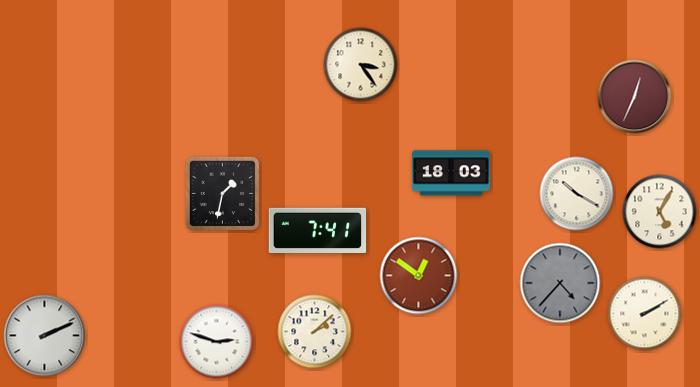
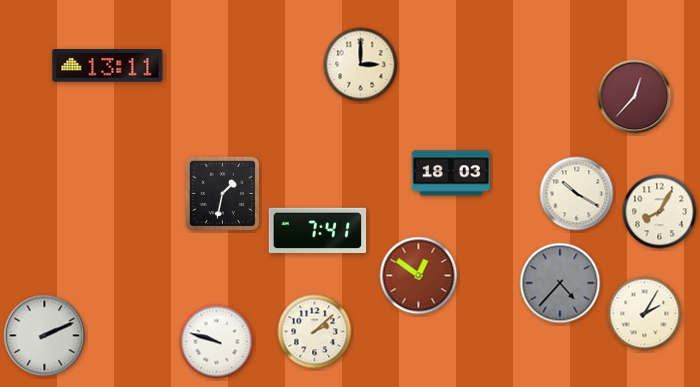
clock at (361, 65): 3:24 -> 3:00
clock at (108, 66): none -> 13:11
clock at (635, 97): 12:34 -> 12:37
clock at (660, 212): 5:05 -> 8:05
clock at (645, 314): 2:10 -> 2:05
clock at (217, 342): 2:48 -> 9:48
